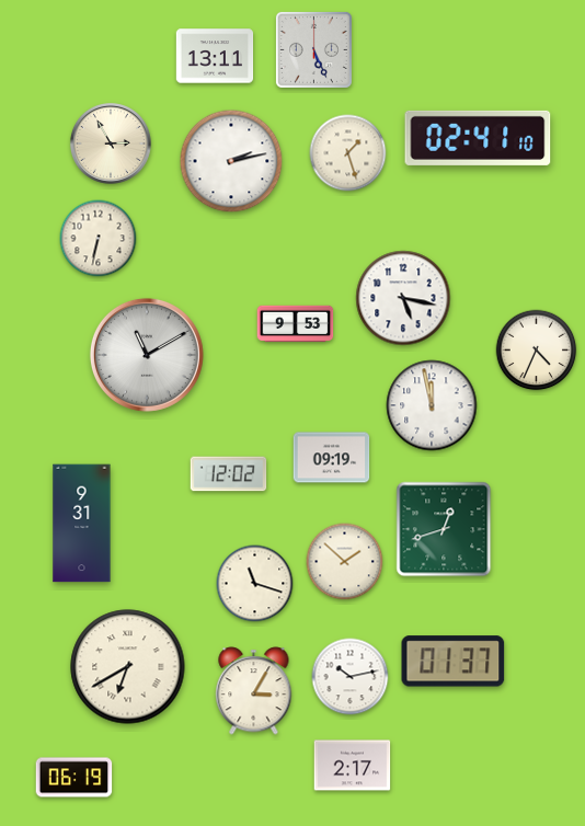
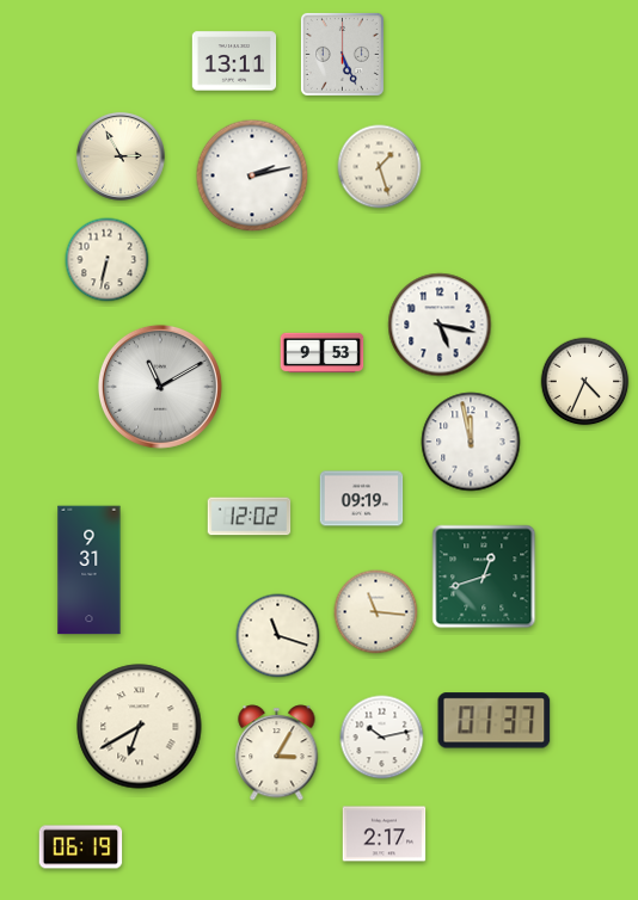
clock at (478, 138): 02:41 -> none
clock at (345, 562): 1:52 -> 11:16
